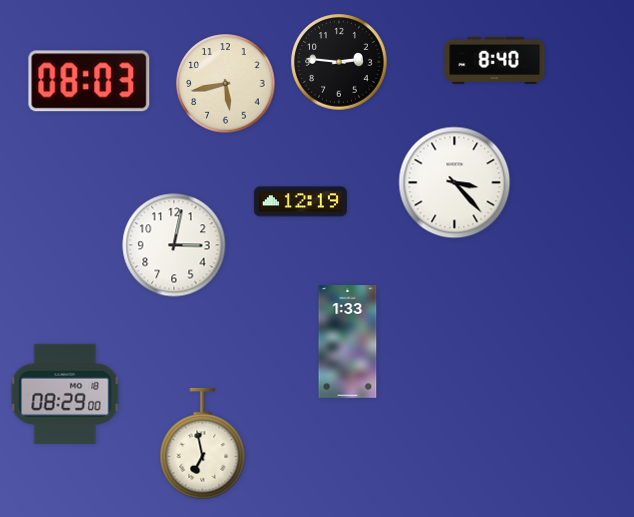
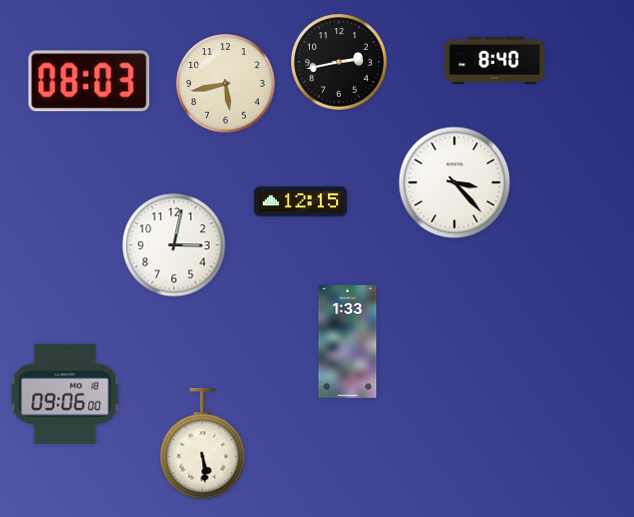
clock at (339, 62): 2:46 -> 2:43
clock at (300, 202): 12:19 -> 12:15
clock at (65, 394): 08:29 -> 09:06
clock at (203, 444): 6:58 -> 5:29
